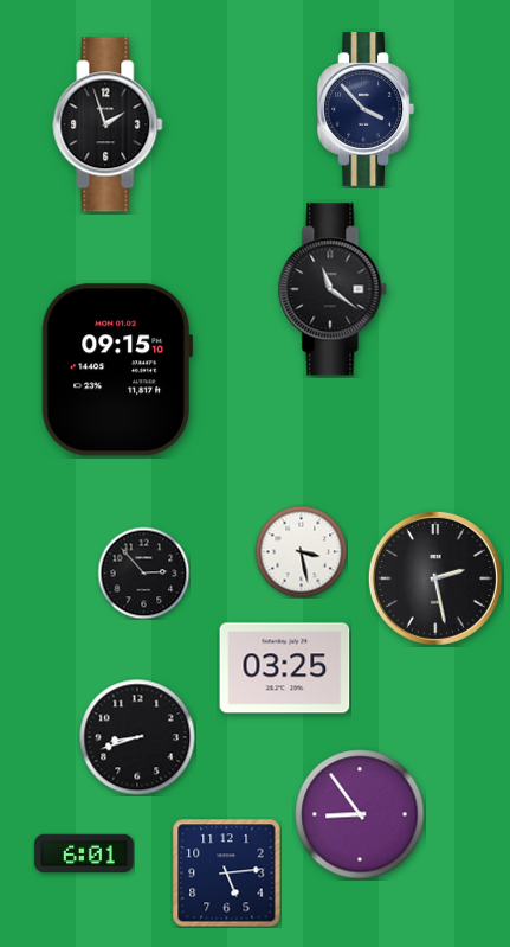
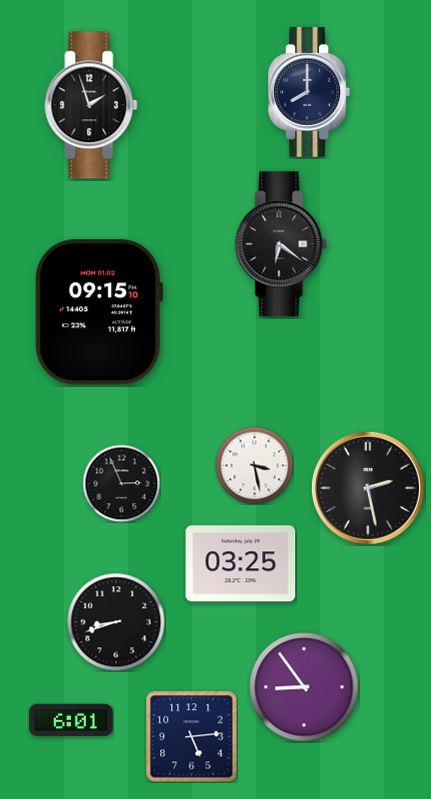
clock at (366, 110): 3:53 -> 8:00
clock at (333, 289): 11:21 -> 6:21
clock at (143, 572): 2:53 -> 2:56
